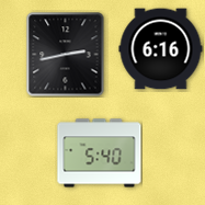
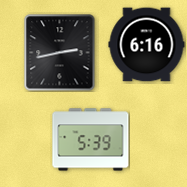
clock at (66, 55) position: (66, 55) -> (60, 53)
clock at (100, 153): 5:40 -> 5:39
